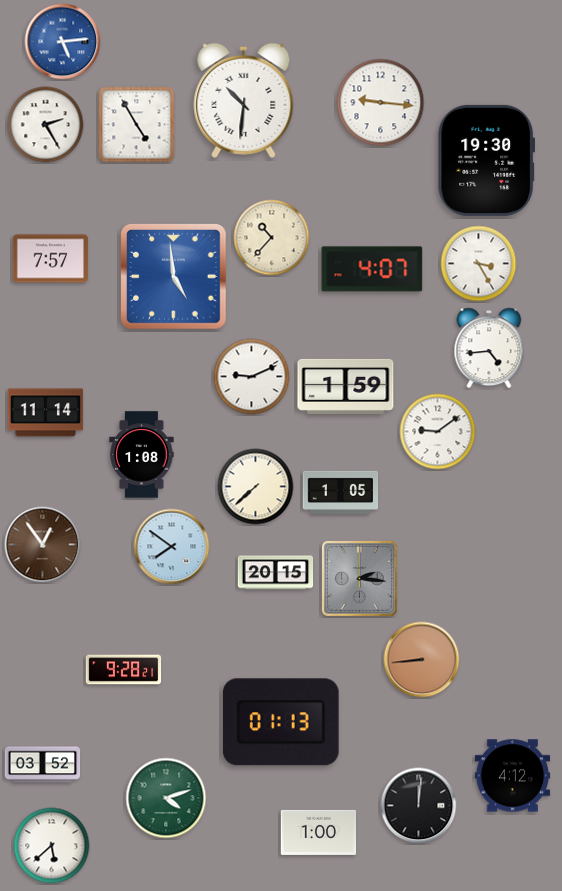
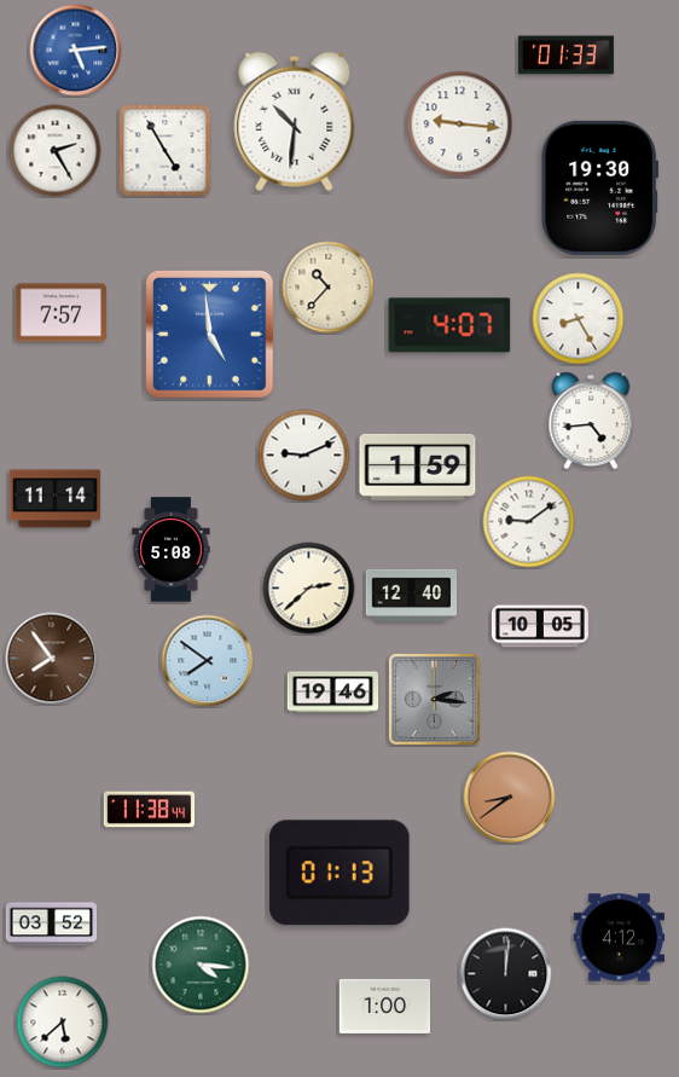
clock at (565, 56): none -> 01:33
clock at (486, 160) position: (486, 160) -> (599, 187)
clock at (479, 264): 3:25 -> 8:25
clock at (142, 455): 1:08 -> 5:08
clock at (256, 487): 7:38 -> 2:38
clock at (341, 492): 1:05 -> 12:40
clock at (540, 626): none -> 10:05
clock at (43, 545): 12:54 -> 7:54
clock at (276, 573): 20:15 -> 19:46
clock at (422, 660): 8:44 -> 8:39
clock at (124, 670): 9:28 -> 11:38
clock at (166, 798): 4:12 -> 4:16
